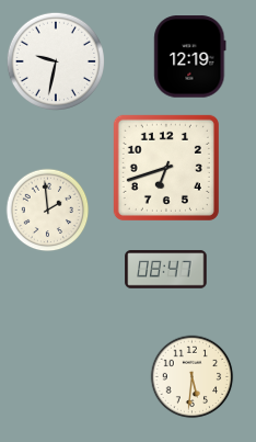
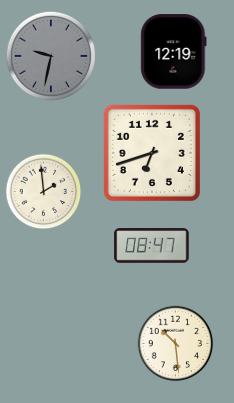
clock at (55, 60) dial: white -> grey
clock at (193, 377): 5:31 -> 10:29
